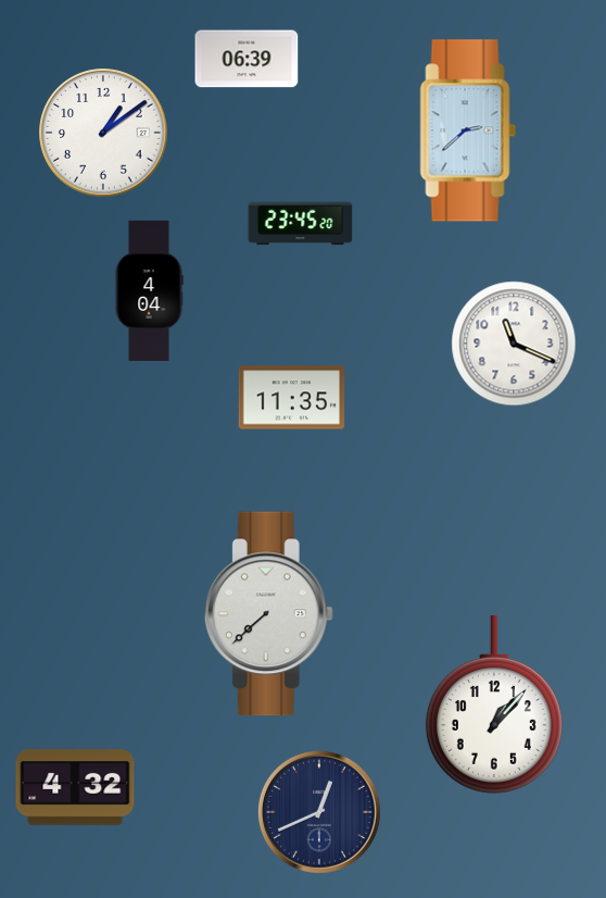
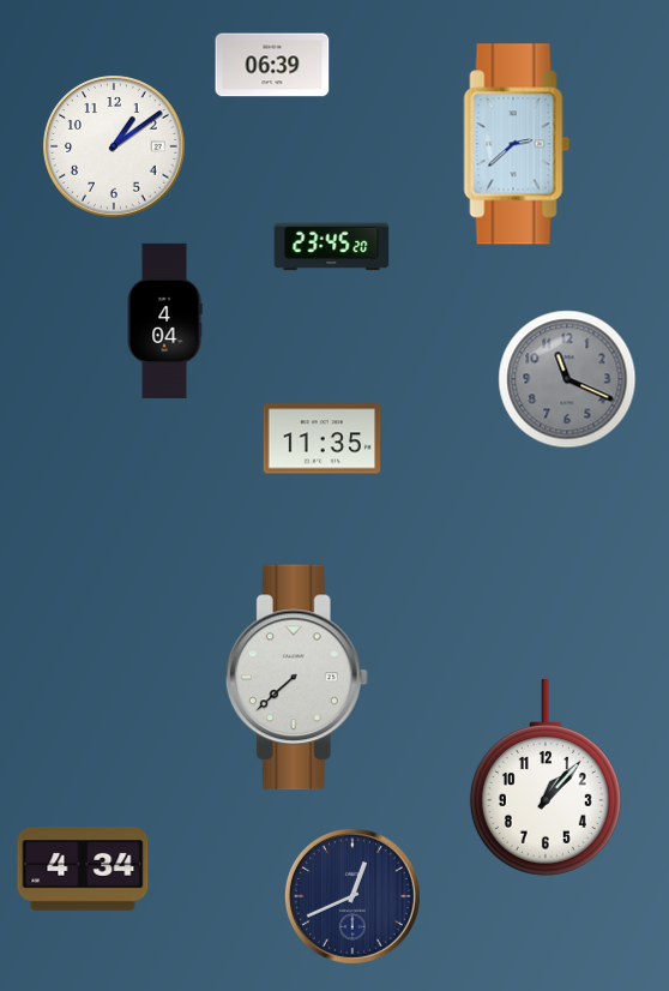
clock at (514, 344) dial: white -> grey
clock at (75, 787): 4:32 -> 4:34
